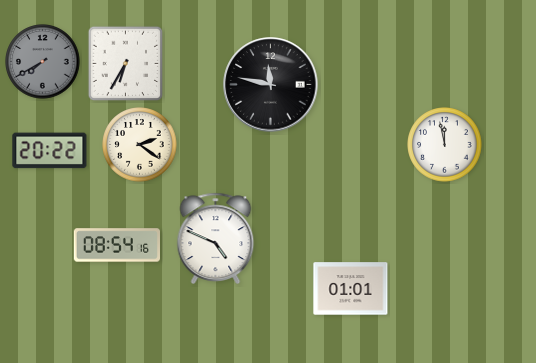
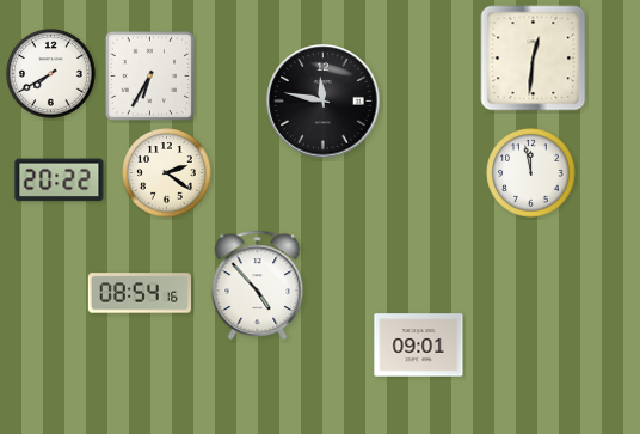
clock at (534, 59): none -> 12:31
clock at (43, 62) dial: grey -> white
clock at (216, 238): 4:49 -> 4:53
clock at (351, 289): 01:01 -> 09:01
